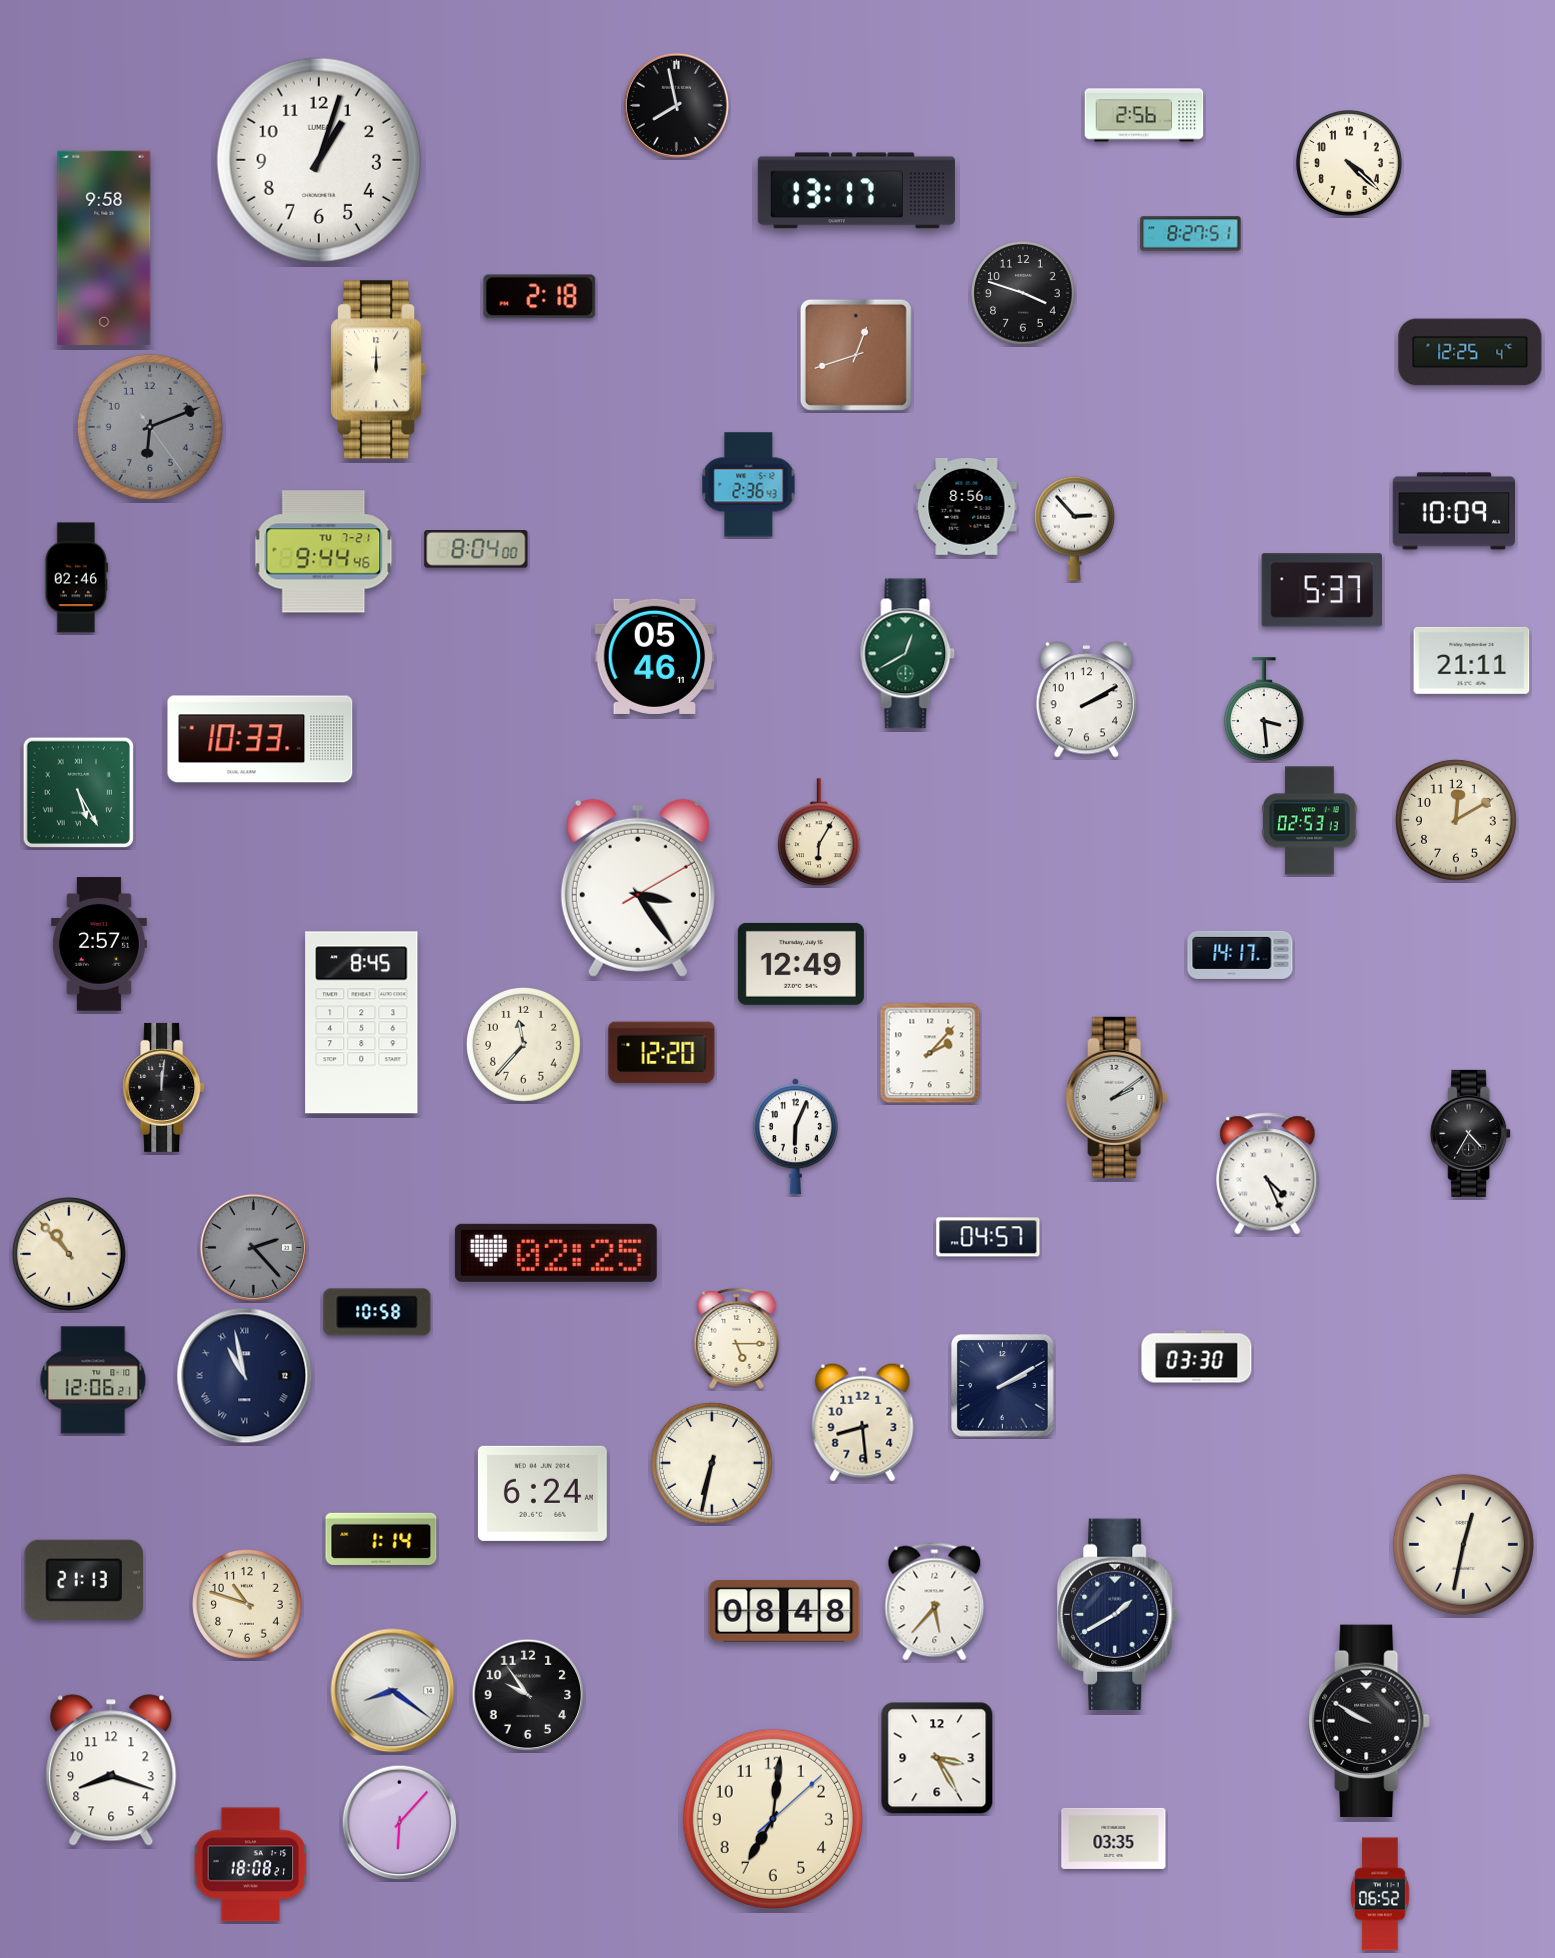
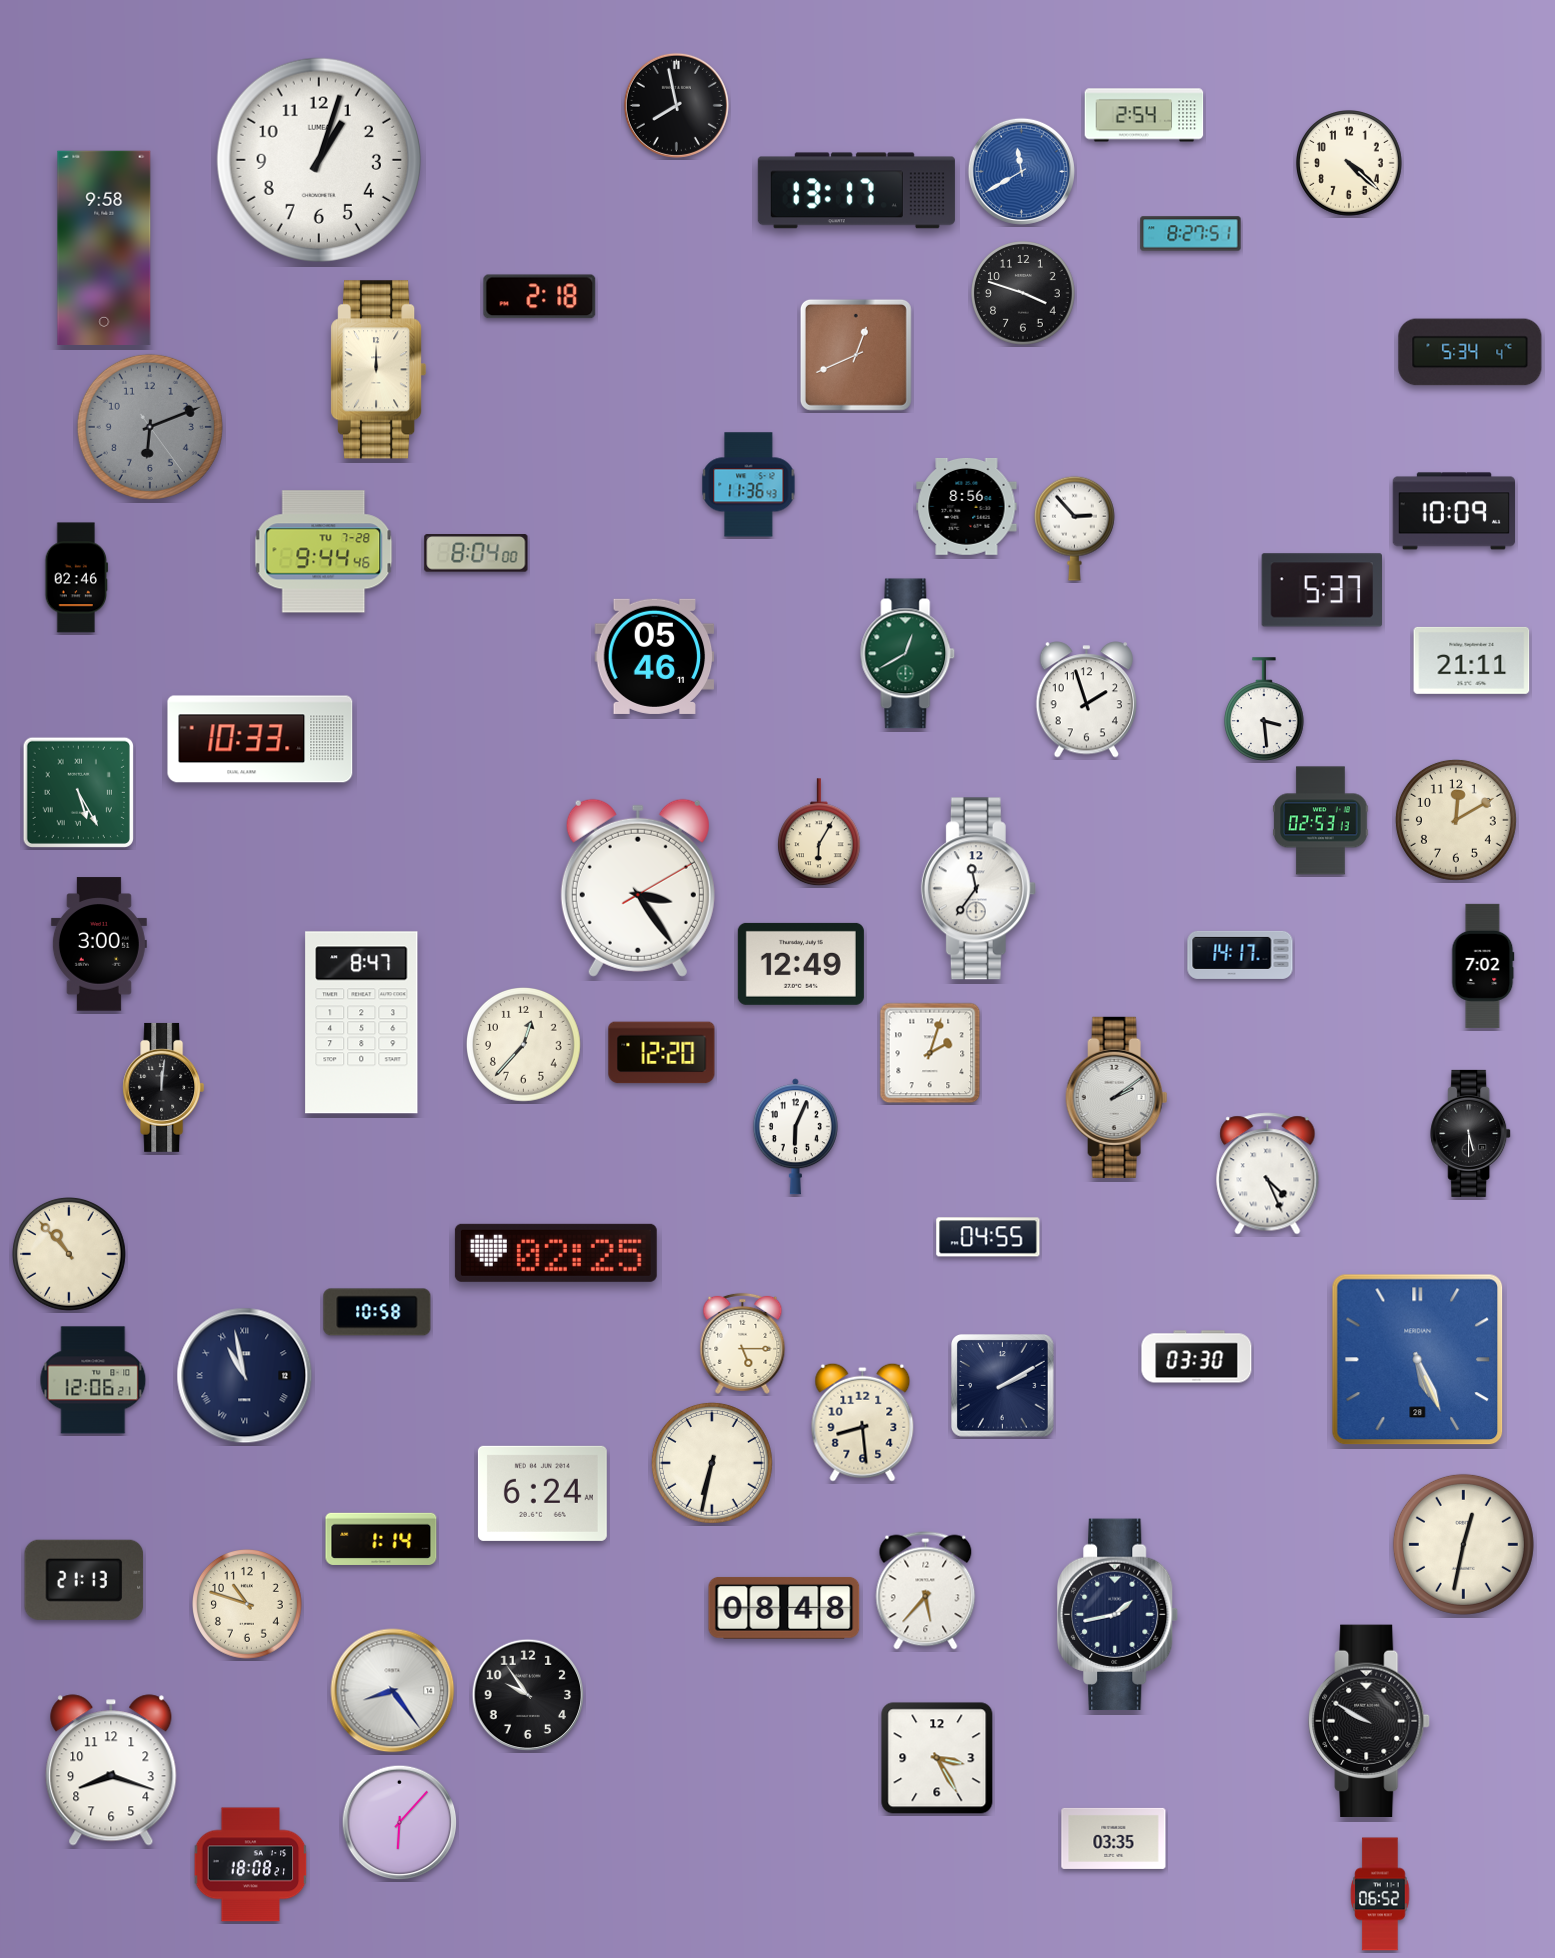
clock at (1144, 115): 2:56 -> 2:54
clock at (1021, 171): none -> 11:40
clock at (1470, 352): 12:25 -> 5:34
clock at (856, 355): 12:42 -> 12:41
clock at (749, 485): 2:36 -> 11:36
clock at (476, 549) position: (476, 549) -> (476, 553)
clock at (324, 552) date: TU 7-21 -> TU 7-28
clock at (1086, 700): 2:10 -> 1:57
clock at (1310, 821) position: (1310, 821) -> (1321, 821)
clock at (978, 889): none -> 11:36
clock at (99, 944): 2:57 -> 3:00
clock at (1483, 966): none -> 7:02
clock at (362, 1023): 8:45 -> 8:47
clock at (523, 1044): 11:37 -> 12:37
clock at (930, 1053): 2:07 -> 2:03
clock at (1471, 1133): 4:35 -> 5:30
clock at (988, 1237): 04:57 -> 04:55
clock at (253, 1247): 2:23 -> none
clock at (737, 1338) position: (737, 1338) -> (743, 1343)
clock at (1418, 1360): none -> 5:26
clock at (935, 1602) position: (935, 1602) -> (926, 1591)
clock at (784, 1611) position: (784, 1611) -> (784, 1608)
clock at (1118, 1615): 1:40 -> 1:43
clock at (393, 1691): 8:21 -> 8:24
clock at (773, 1819): 7:01 -> none
